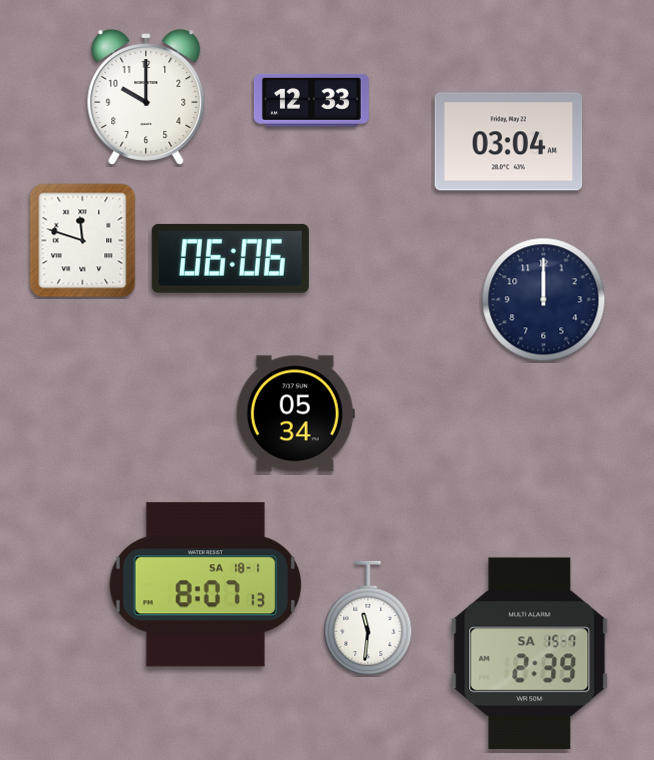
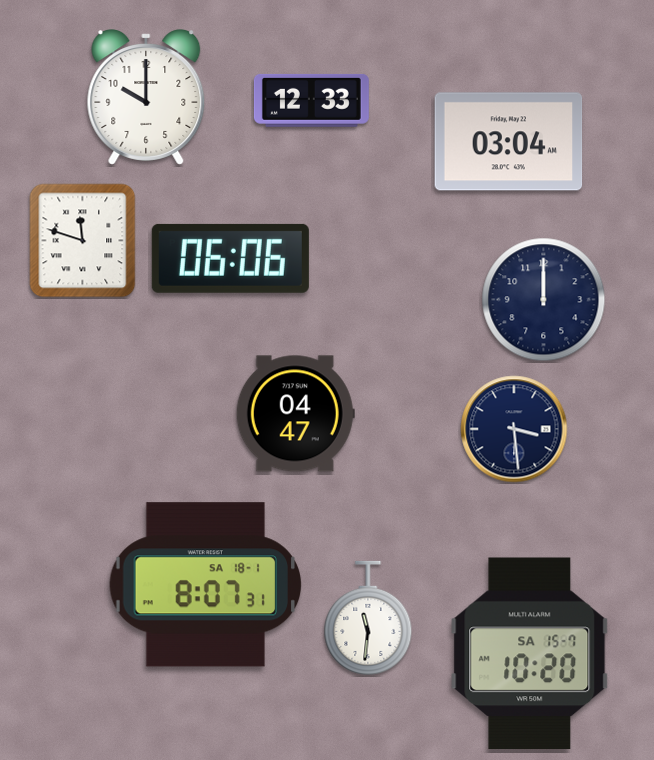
clock at (295, 414): 05:34 -> 04:47
clock at (514, 429): none -> 3:29
clock at (206, 585): 8:07:13 -> 8:07:31
clock at (530, 653): 2:39 -> 10:20
